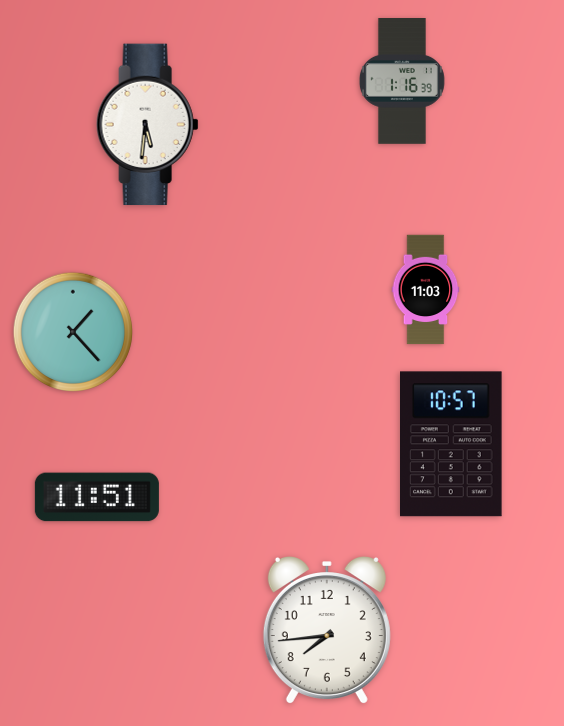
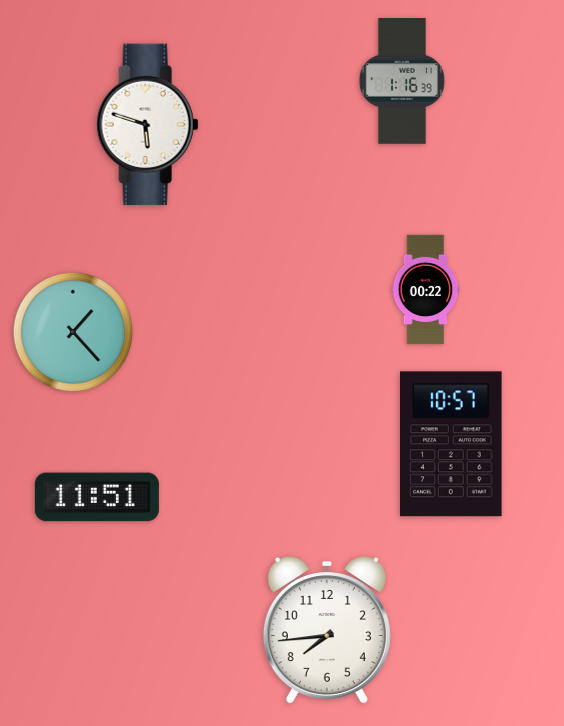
clock at (148, 125): 5:31 -> 5:48
clock at (426, 290): 11:03 -> 00:22
